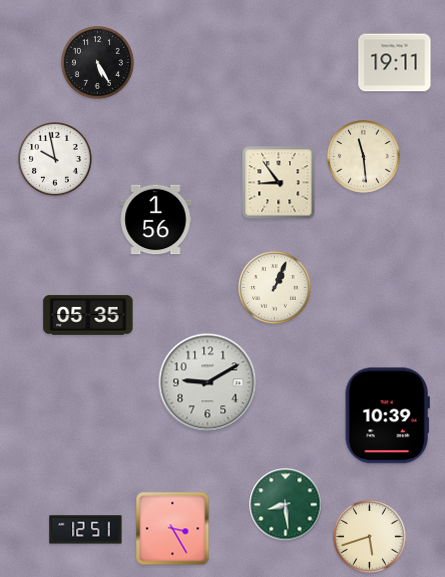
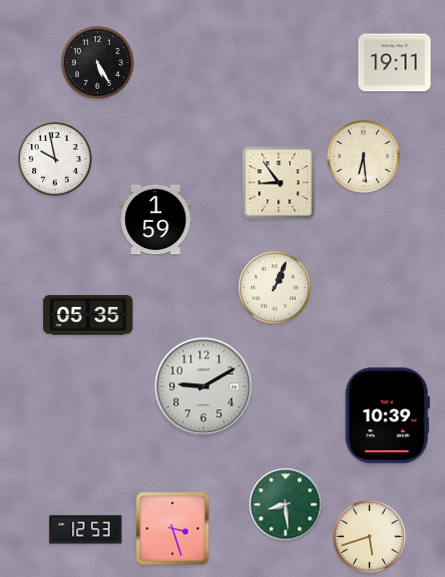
clock at (364, 157): 11:29 -> 6:29
clock at (156, 220): 1:56 -> 1:59
clock at (208, 383) position: (208, 383) -> (204, 387)
clock at (173, 529): 3:25 -> 3:27
clock at (86, 530): 12:51 -> 12:53
